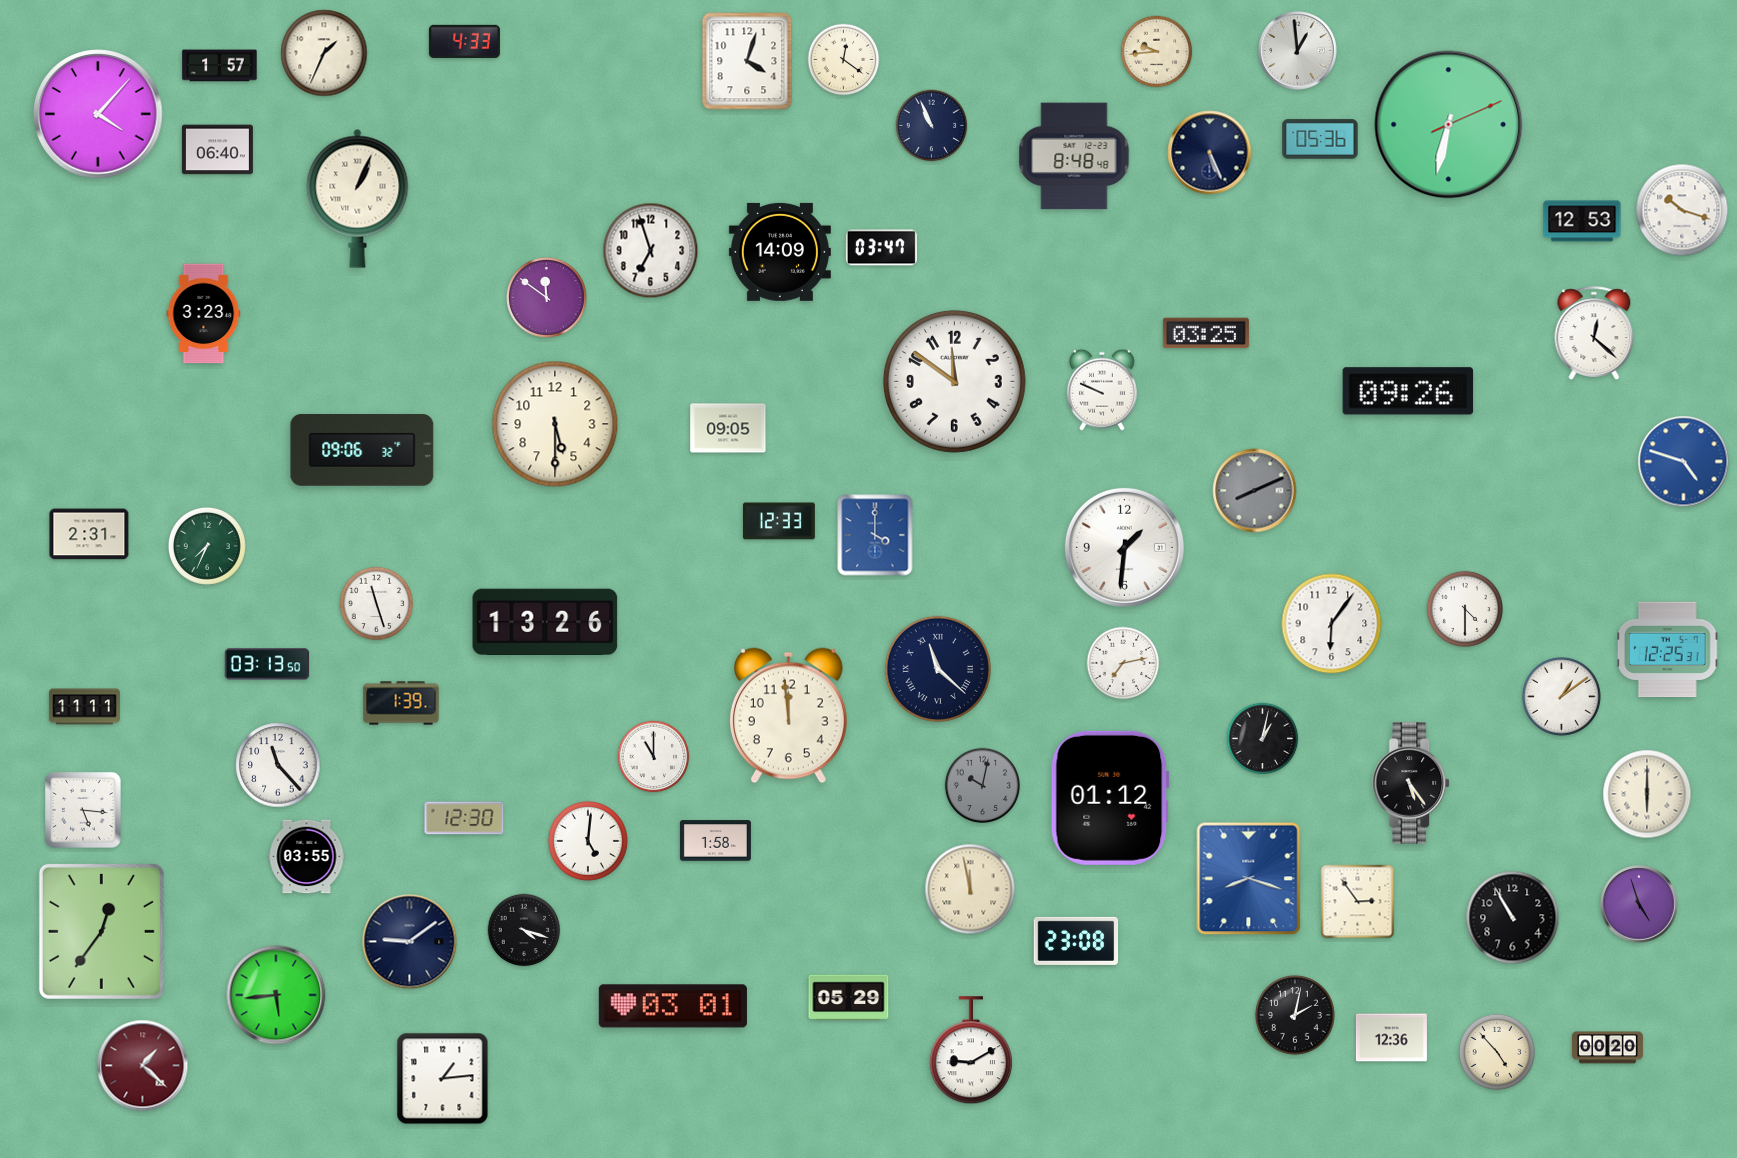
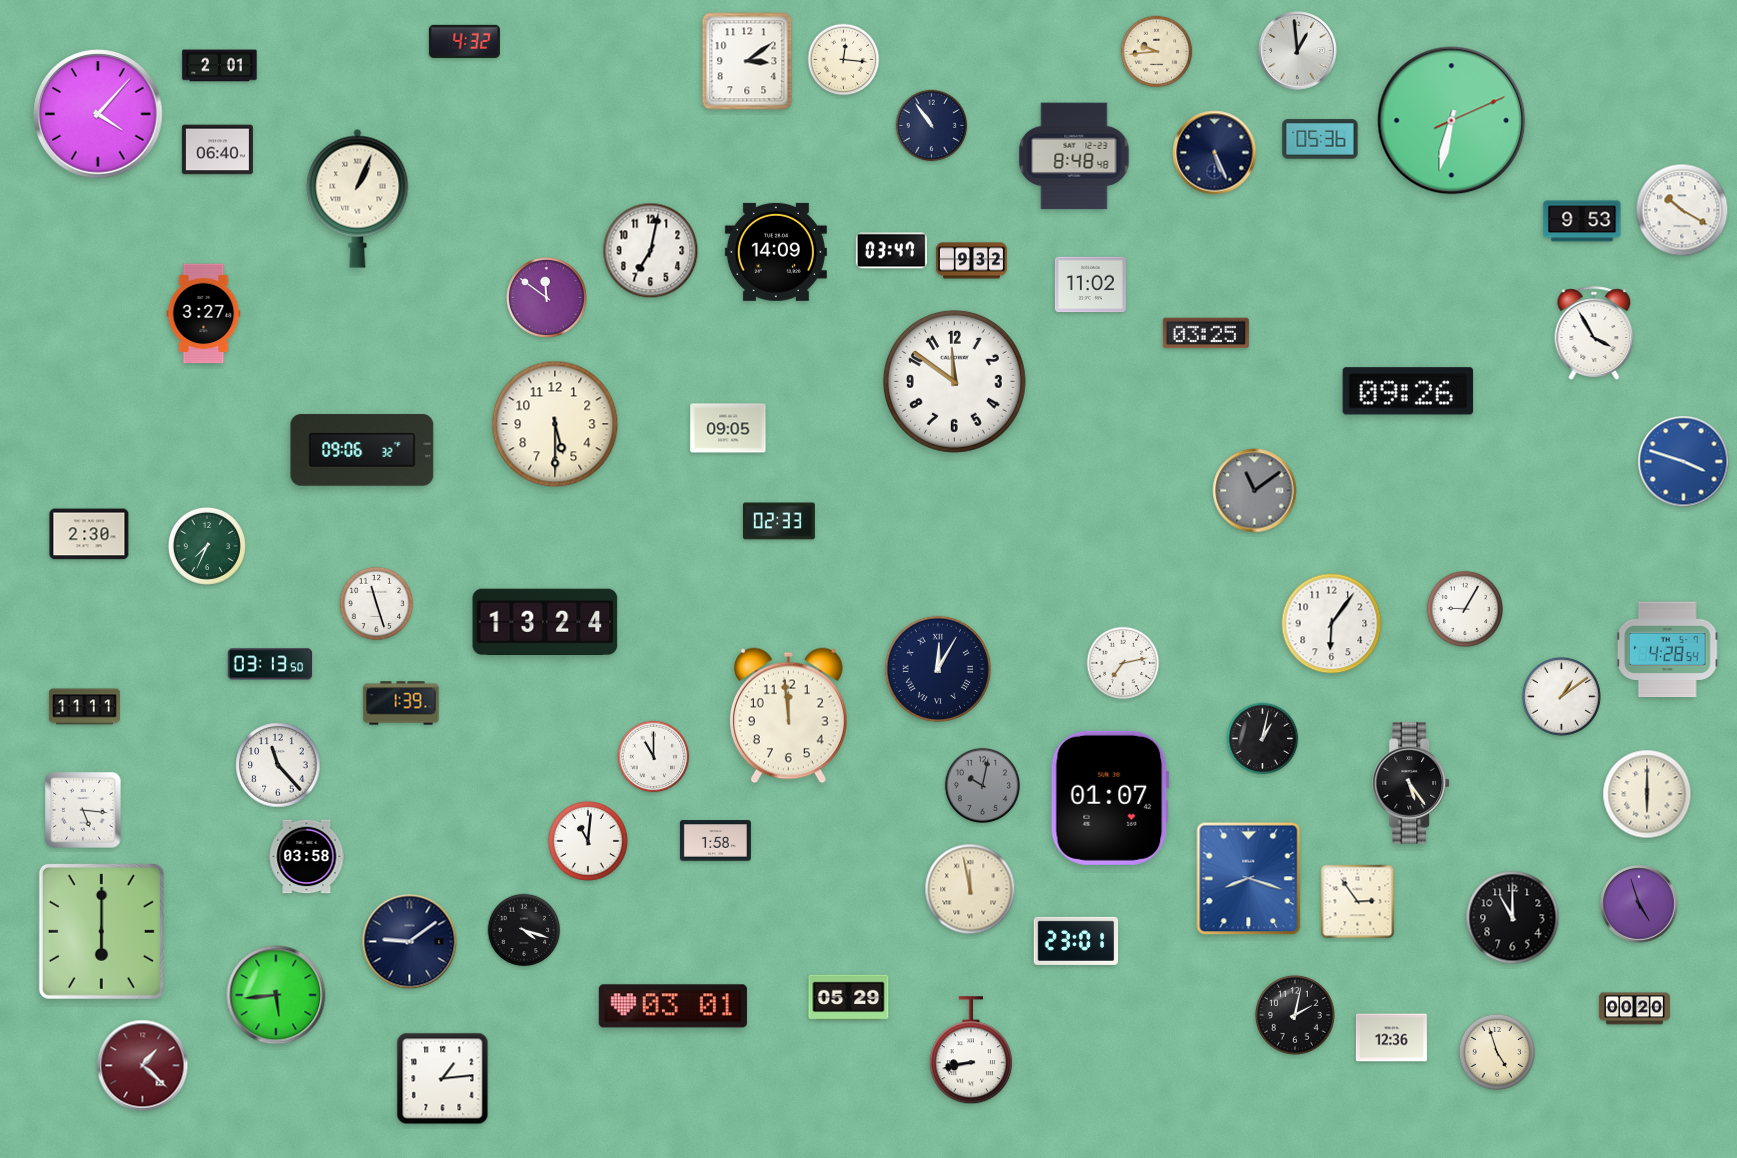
clock at (464, 41): 4:33 -> 4:32
clock at (324, 53): 1:34 -> none
clock at (844, 60): 12:21 -> 12:16
clock at (747, 61): 4:03 -> 3:09
clock at (220, 66): 1:57 -> 2:01
clock at (1449, 125) position: (1449, 125) -> (1452, 121)
clock at (932, 126): 10:56 -> 10:54
clock at (1210, 153) position: (1210, 153) -> (1215, 153)
clock at (1682, 210): 10:18 -> 10:20
clock at (1582, 221): 12:53 -> 9:53
clock at (881, 248) position: (881, 248) -> (891, 251)
clock at (651, 251): 6:57 -> 7:02
clock at (780, 252) position: (780, 252) -> (776, 252)
clock at (971, 261): none -> 9:32
clock at (1090, 285): none -> 11:02
clock at (204, 314): 3:23 -> 3:27
clock at (1594, 333): 12:22 -> 3:55
clock at (1103, 390): 9:49 -> none
clock at (1684, 462): 4:48 -> 3:48
clock at (1255, 491): 8:11 -> 11:09
clock at (779, 521): 12:33 -> 02:33
clock at (89, 534): 2:31 -> 2:30
clock at (875, 535): 4:00 -> none
clock at (1124, 547): 1:31 -> none
clock at (1465, 609): 4:30 -> 9:05
clock at (545, 621): 13:26 -> 13:24
clock at (1667, 650): 12:25 -> 4:28
clock at (267, 664) position: (267, 664) -> (270, 664)
clock at (938, 669): 11:22 -> 12:05
clock at (1110, 798): 01:12 -> 01:07
clock at (464, 818): 12:30 -> none
clock at (588, 841): 5:01 -> 11:01
clock at (307, 857): 03:55 -> 03:58
clock at (1513, 918): 10:55 -> 11:00
clock at (101, 931): 12:36 -> 6:00
clock at (1076, 941): 23:08 -> 23:01
clock at (1607, 1048) position: (1607, 1048) -> (1634, 1009)
clock at (971, 1051): 9:10 -> 8:43
clock at (1497, 1052): 4:53 -> 4:57
